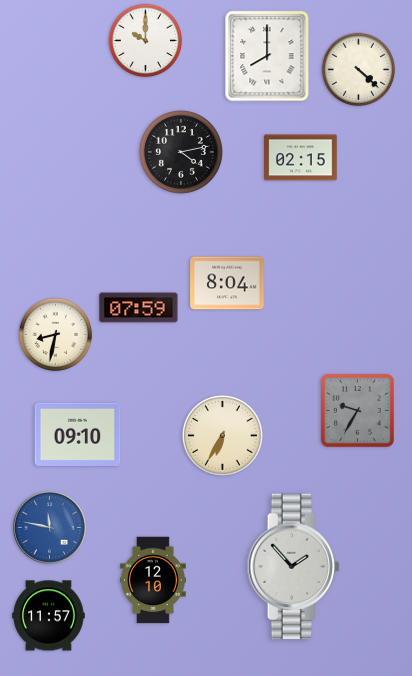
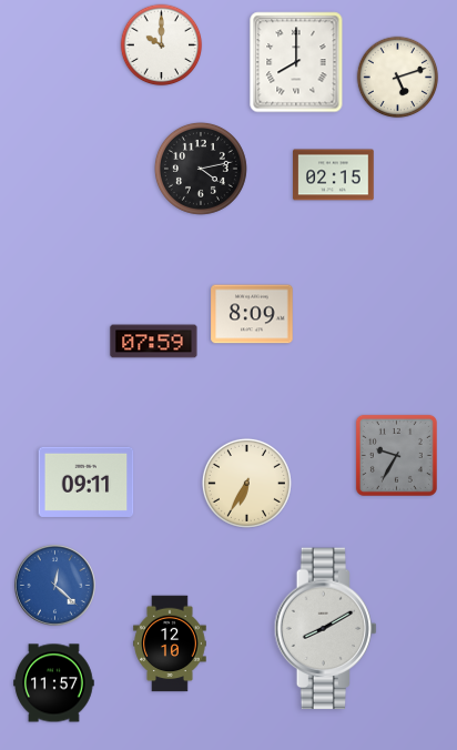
clock at (359, 70): 4:22 -> 5:12
clock at (227, 283): 8:04 -> 8:09
clock at (56, 335): 8:32 -> none
clock at (78, 434): 09:10 -> 09:11
clock at (49, 527): 11:47 -> 12:22
clock at (294, 567): 1:53 -> 8:10
